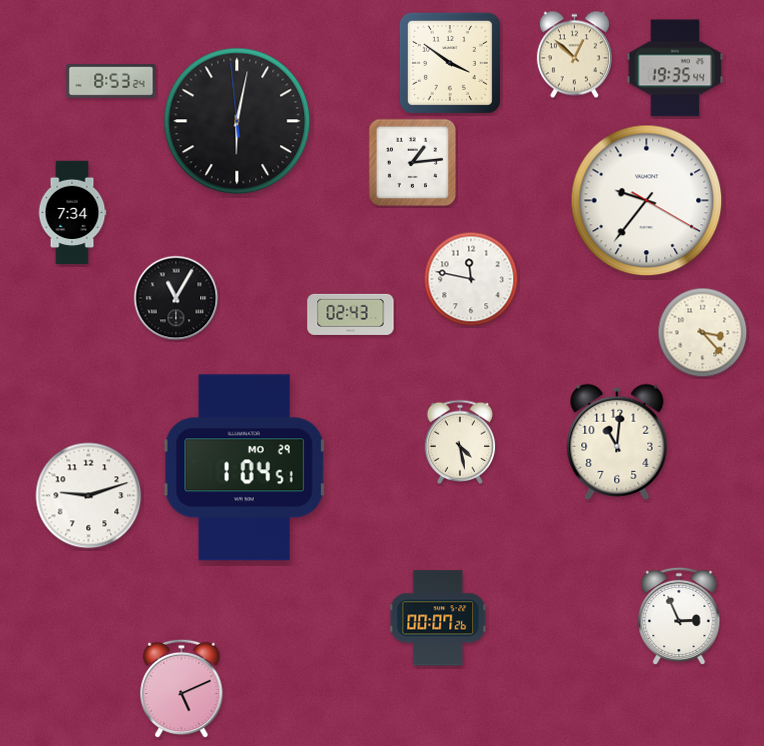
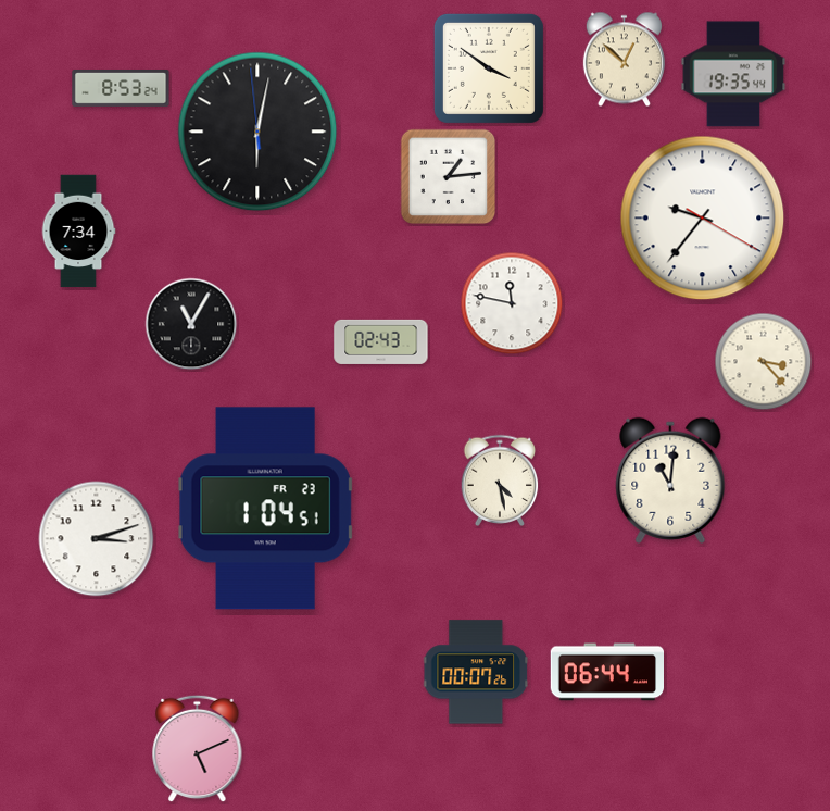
clock at (245, 468) date: MO 29 -> FR 23
clock at (89, 496): 9:12 -> 3:12
clock at (679, 616): 2:56 -> none
clock at (606, 672): none -> 06:44
